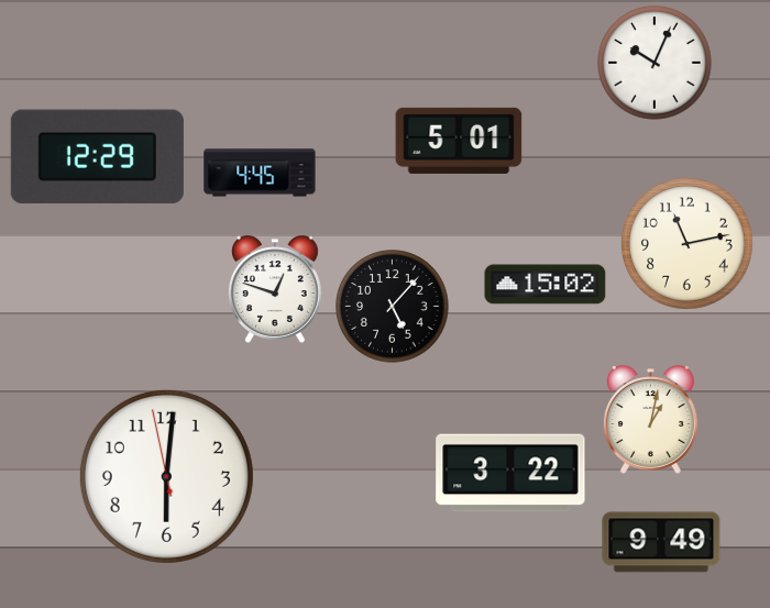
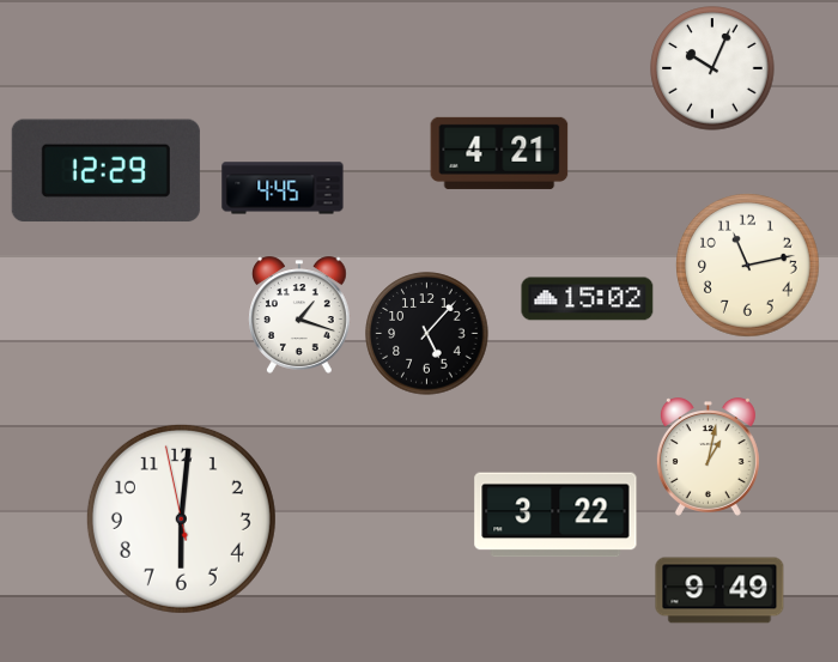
clock at (459, 141): 5:01 -> 4:21
clock at (546, 285) position: (546, 285) -> (588, 299)
clock at (276, 289): 12:48 -> 1:18
